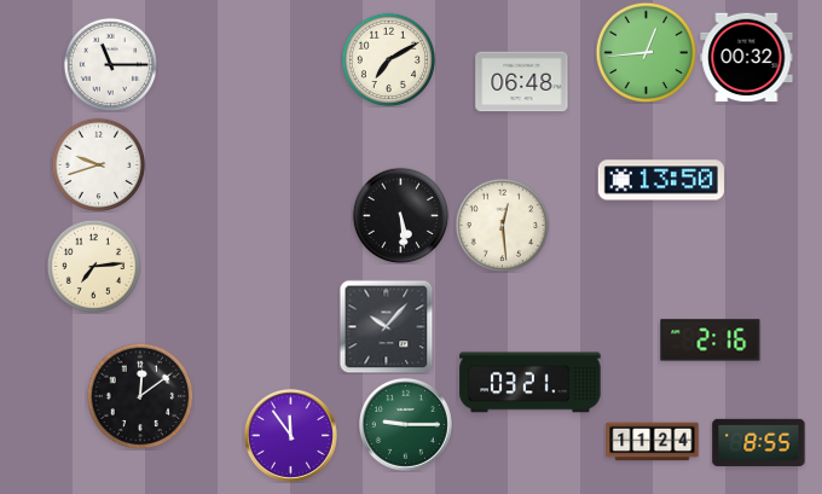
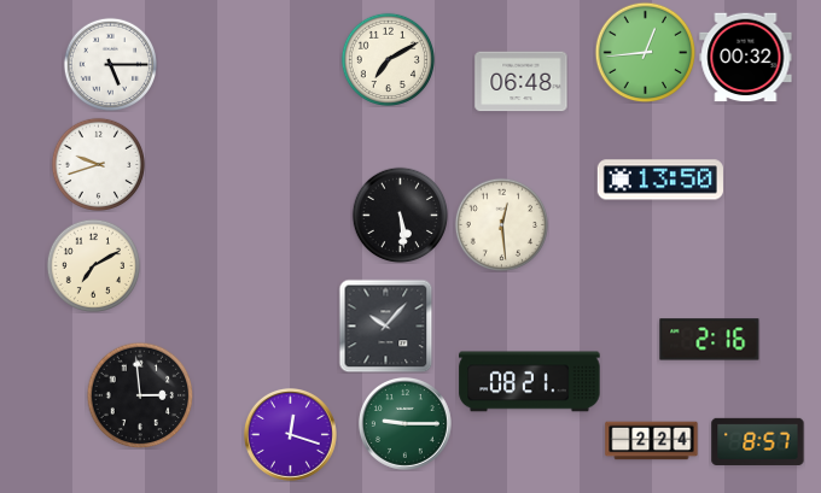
clock at (110, 64): 11:15 -> 5:15
clock at (93, 266): 7:14 -> 7:10
clock at (531, 383): 03:21 -> 08:21
clock at (140, 396): 12:09 -> 2:59
clock at (290, 435): 11:54 -> 12:18
clock at (653, 442): 11:24 -> 2:24
clock at (759, 442): 8:55 -> 8:57
